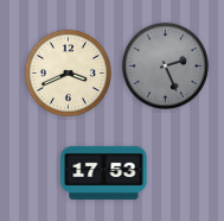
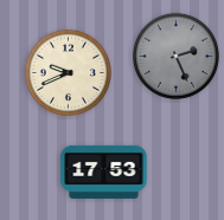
clock at (165, 65) position: (165, 65) -> (175, 56)
clock at (68, 72): 3:41 -> 9:41
